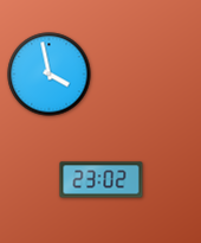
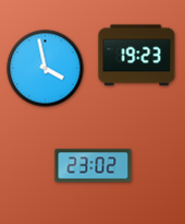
clock at (137, 56): none -> 19:23
